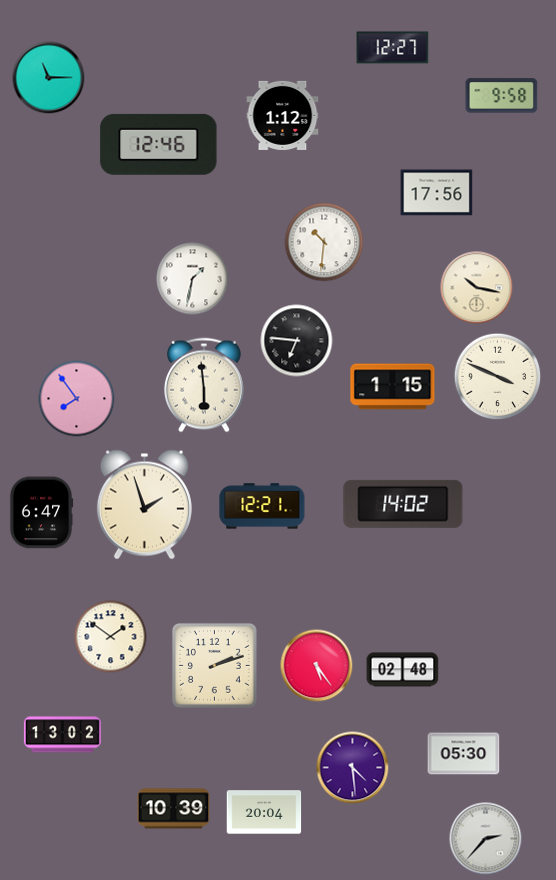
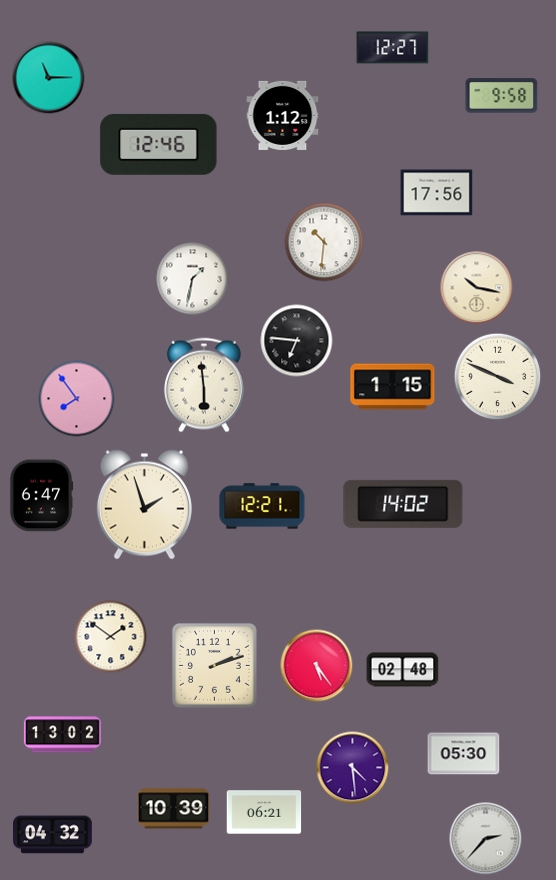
clock at (41, 513) position: (41, 513) -> (41, 496)
clock at (264, 812): 20:04 -> 06:21
clock at (53, 835): none -> 04:32
